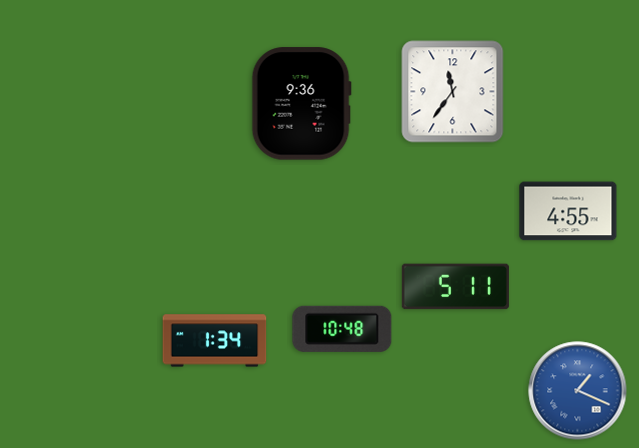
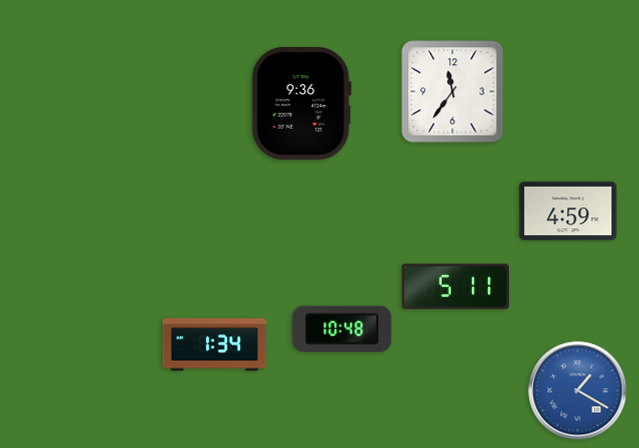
clock at (568, 211): 4:55 -> 4:59
clock at (215, 341) position: (215, 341) -> (215, 345)
clock at (578, 391): 1:19 -> 1:20
